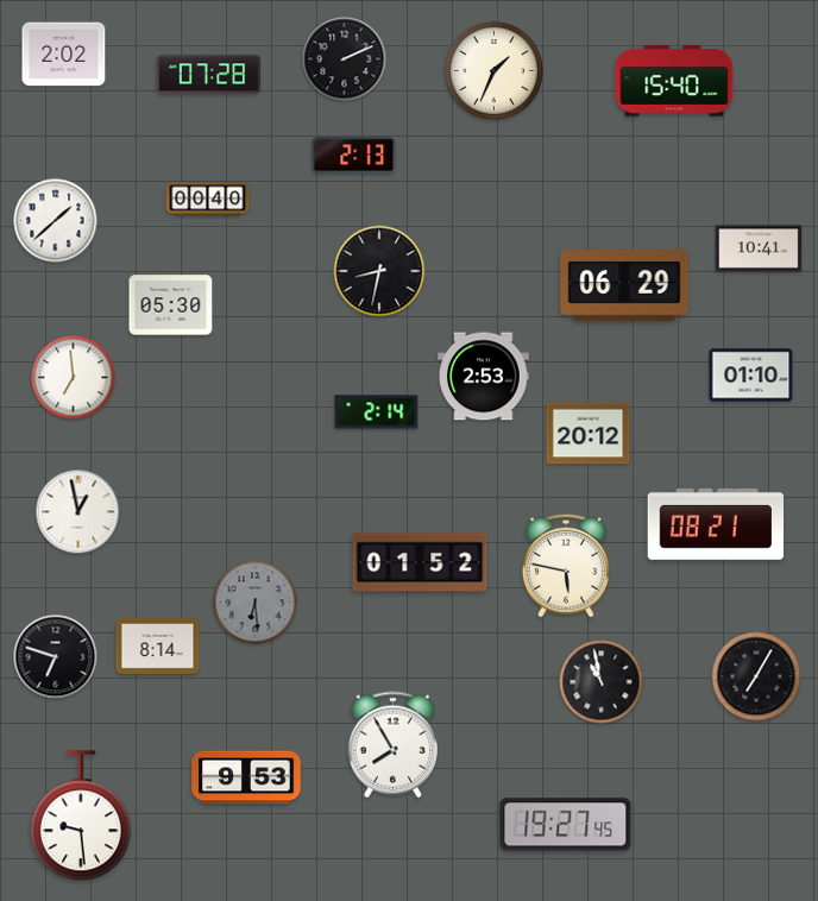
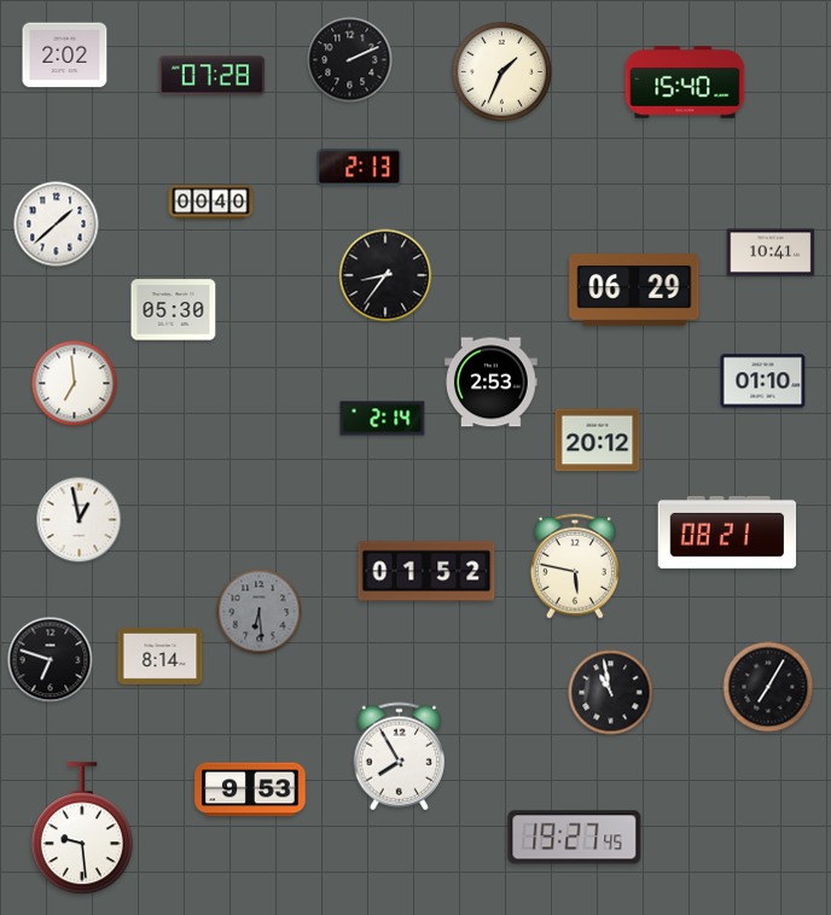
clock at (354, 156) position: (354, 156) -> (360, 168)
clock at (379, 271): 8:32 -> 8:36
clock at (566, 566) position: (566, 566) -> (575, 566)
clock at (56, 657) position: (56, 657) -> (51, 660)
